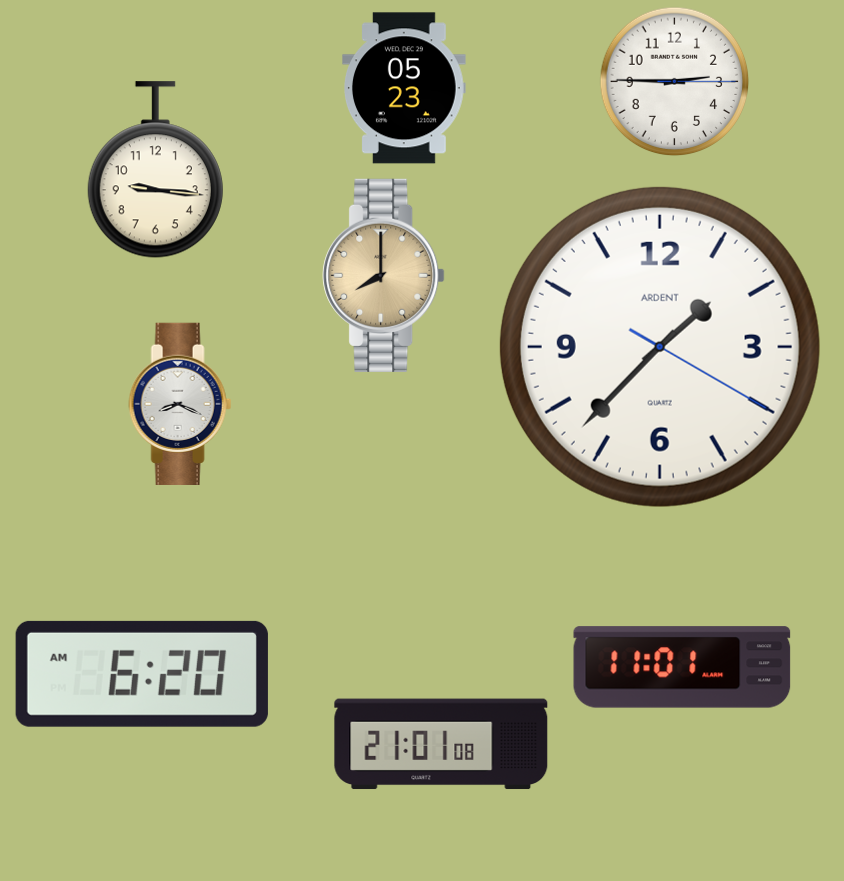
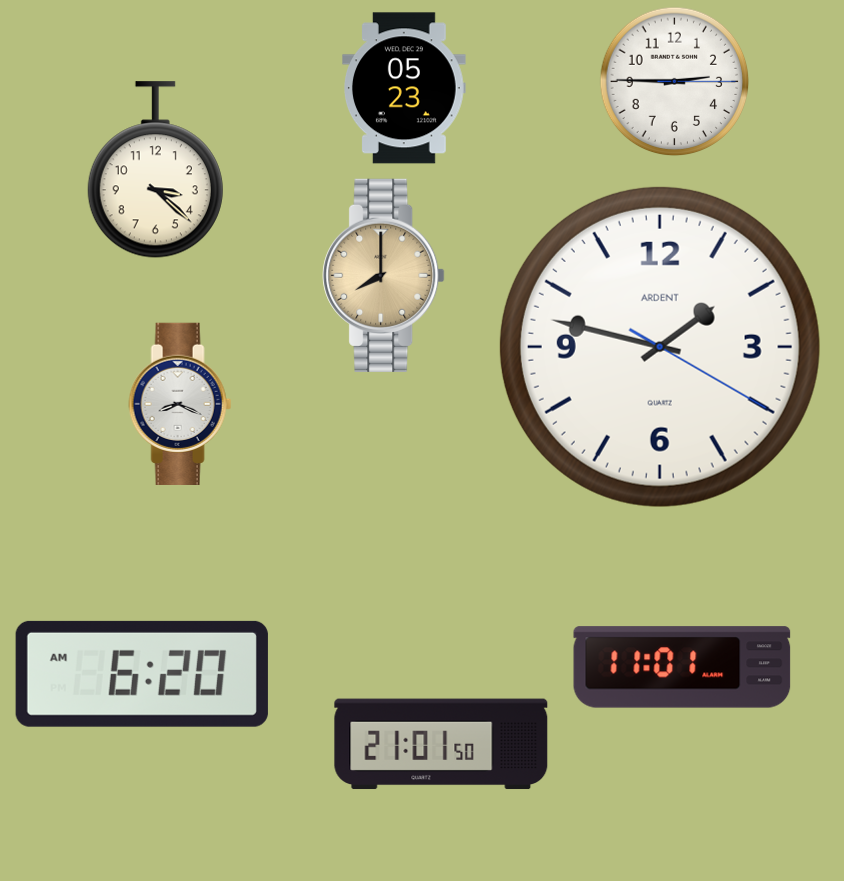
clock at (155, 170): 9:16 -> 3:22
clock at (660, 347): 1:37 -> 1:47
clock at (441, 744): 21:01:08 -> 21:01:50
